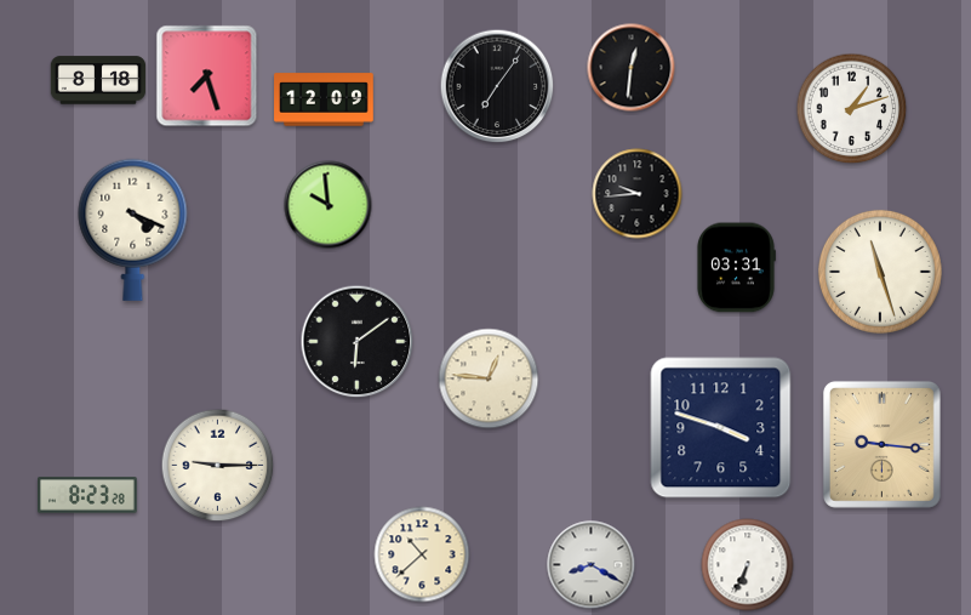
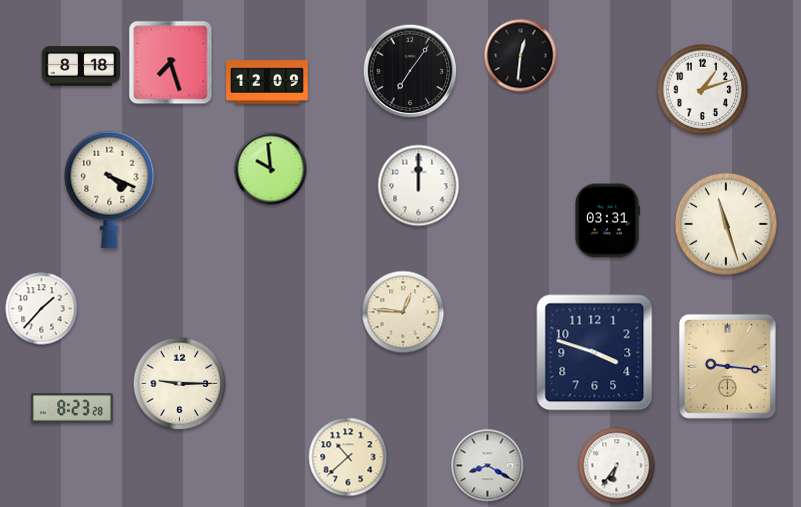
clock at (638, 194): 9:44 -> none
clock at (419, 186): none -> 12:00
clock at (358, 342): 6:09 -> none
clock at (42, 309): none -> 1:37
clock at (748, 565): 6:34 -> 6:36
